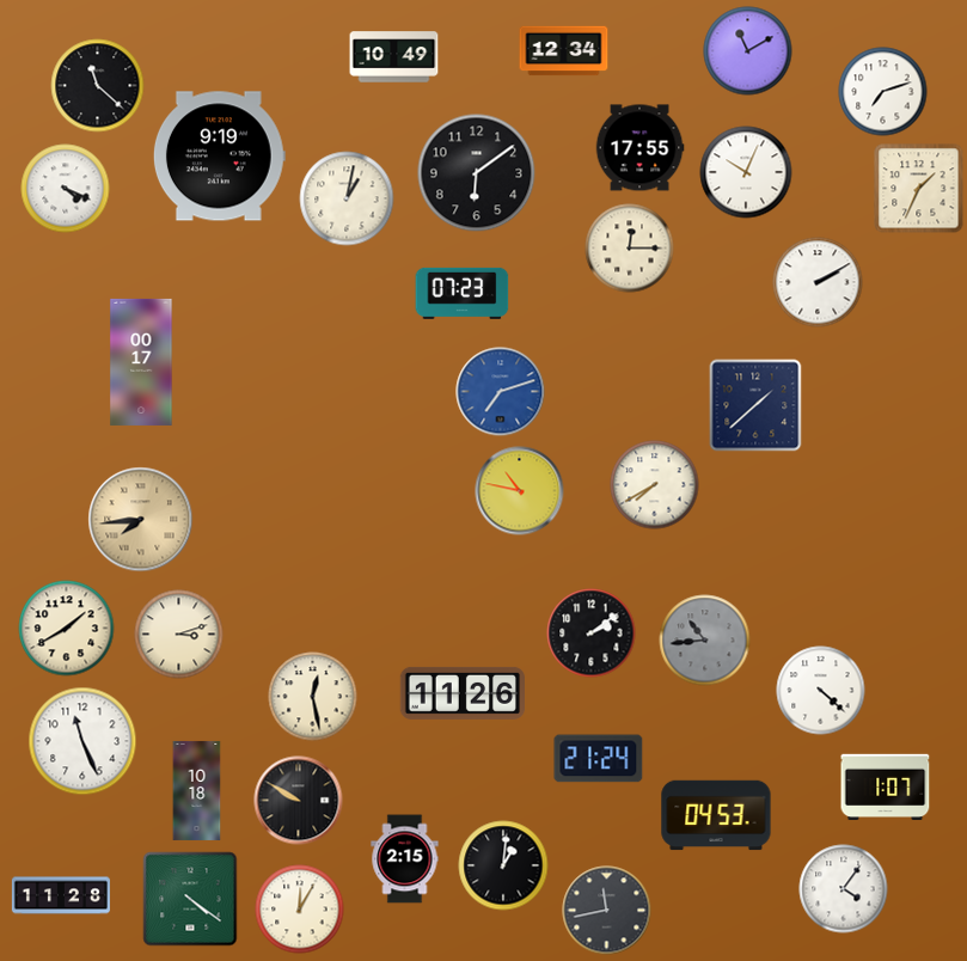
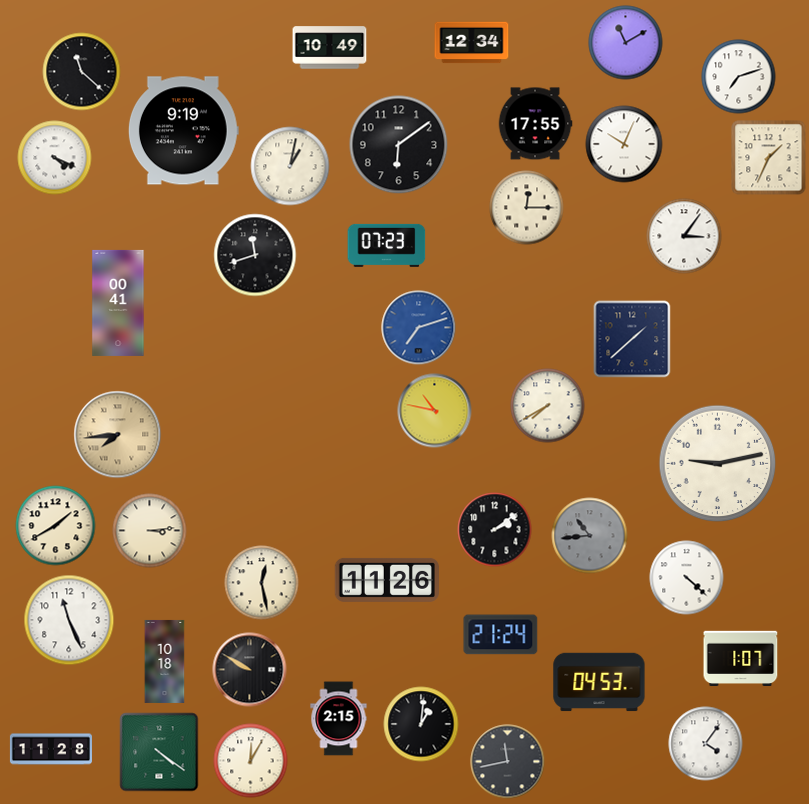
clock at (818, 282): 2:10 -> 3:06
clock at (255, 255): none -> 11:42
clock at (141, 362): 00:17 -> 00:41
clock at (718, 464): none -> 9:13
clock at (179, 635): 3:12 -> 3:14
